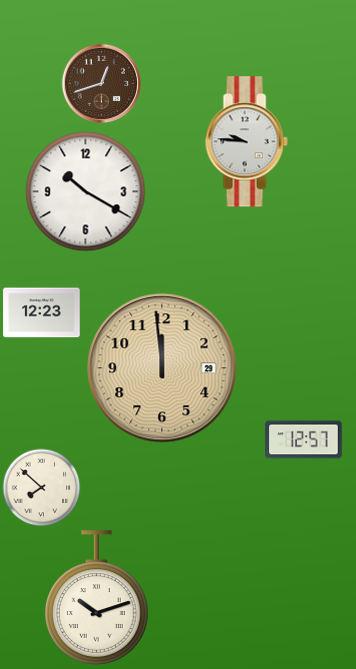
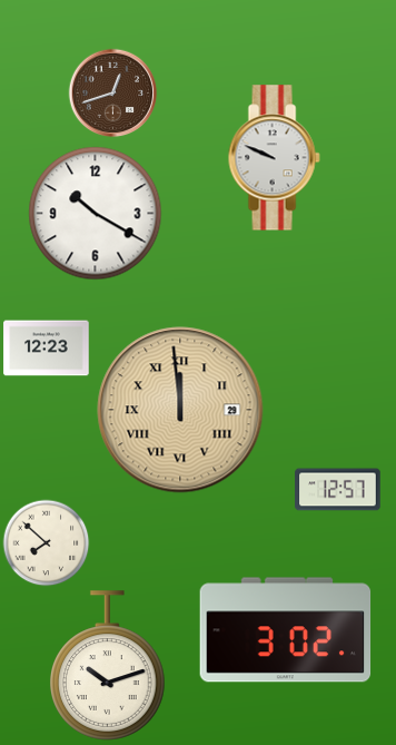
clock at (246, 142): 9:46 -> 9:49
clock at (162, 368) numerals: Arabic -> Roman
clock at (286, 630): none -> 3:02
